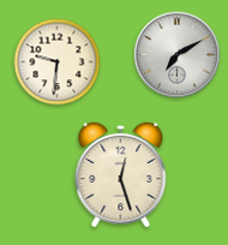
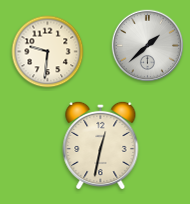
clock at (178, 55): 7:10 -> 1:38
clock at (121, 174): 12:27 -> 12:32
